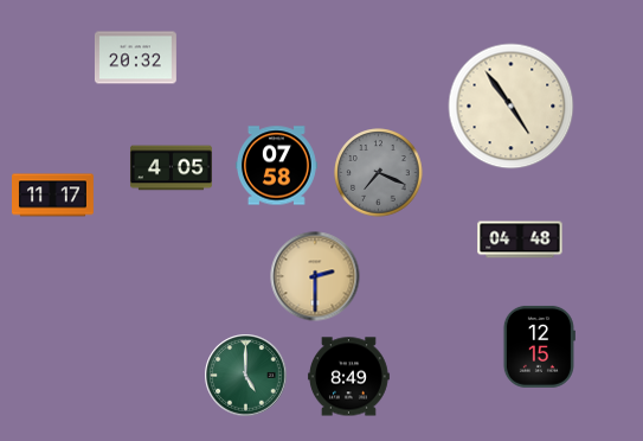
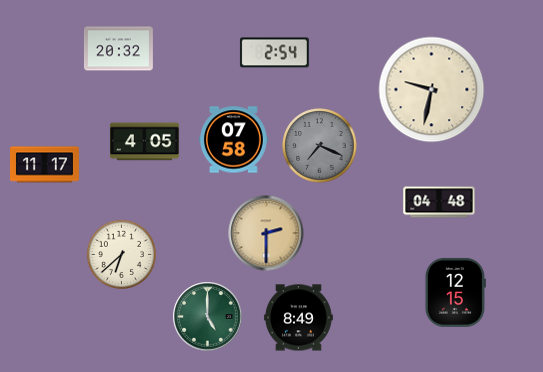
clock at (135, 58) position: (135, 58) -> (118, 49)
clock at (274, 53): none -> 2:54
clock at (512, 107): 4:54 -> 9:32
clock at (122, 255): none -> 6:38
clock at (348, 377) position: (348, 377) -> (298, 318)
